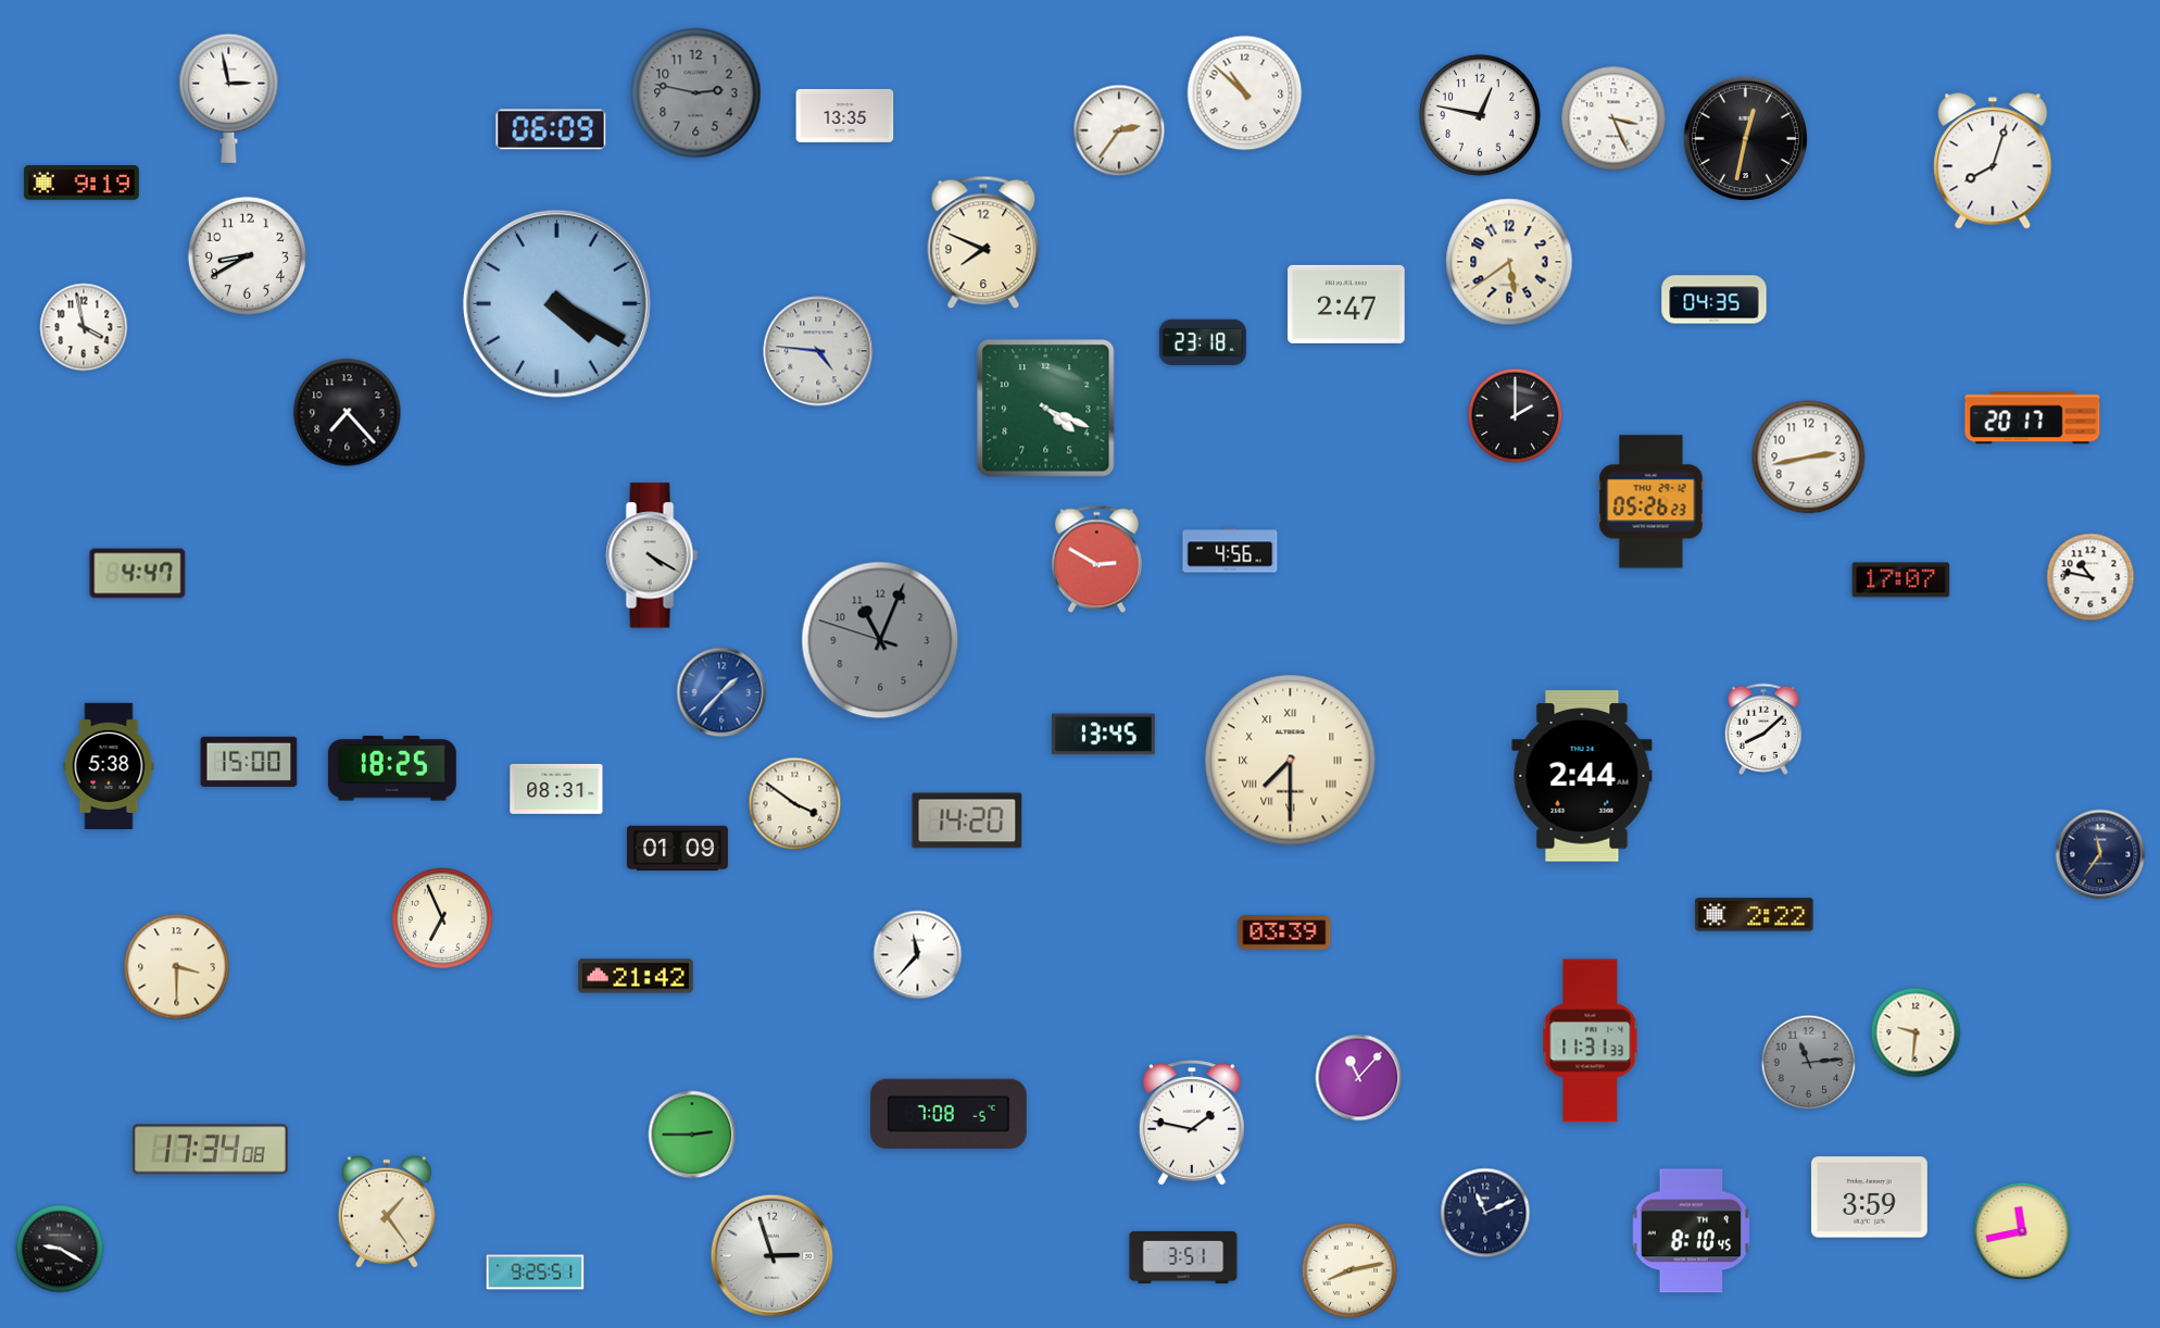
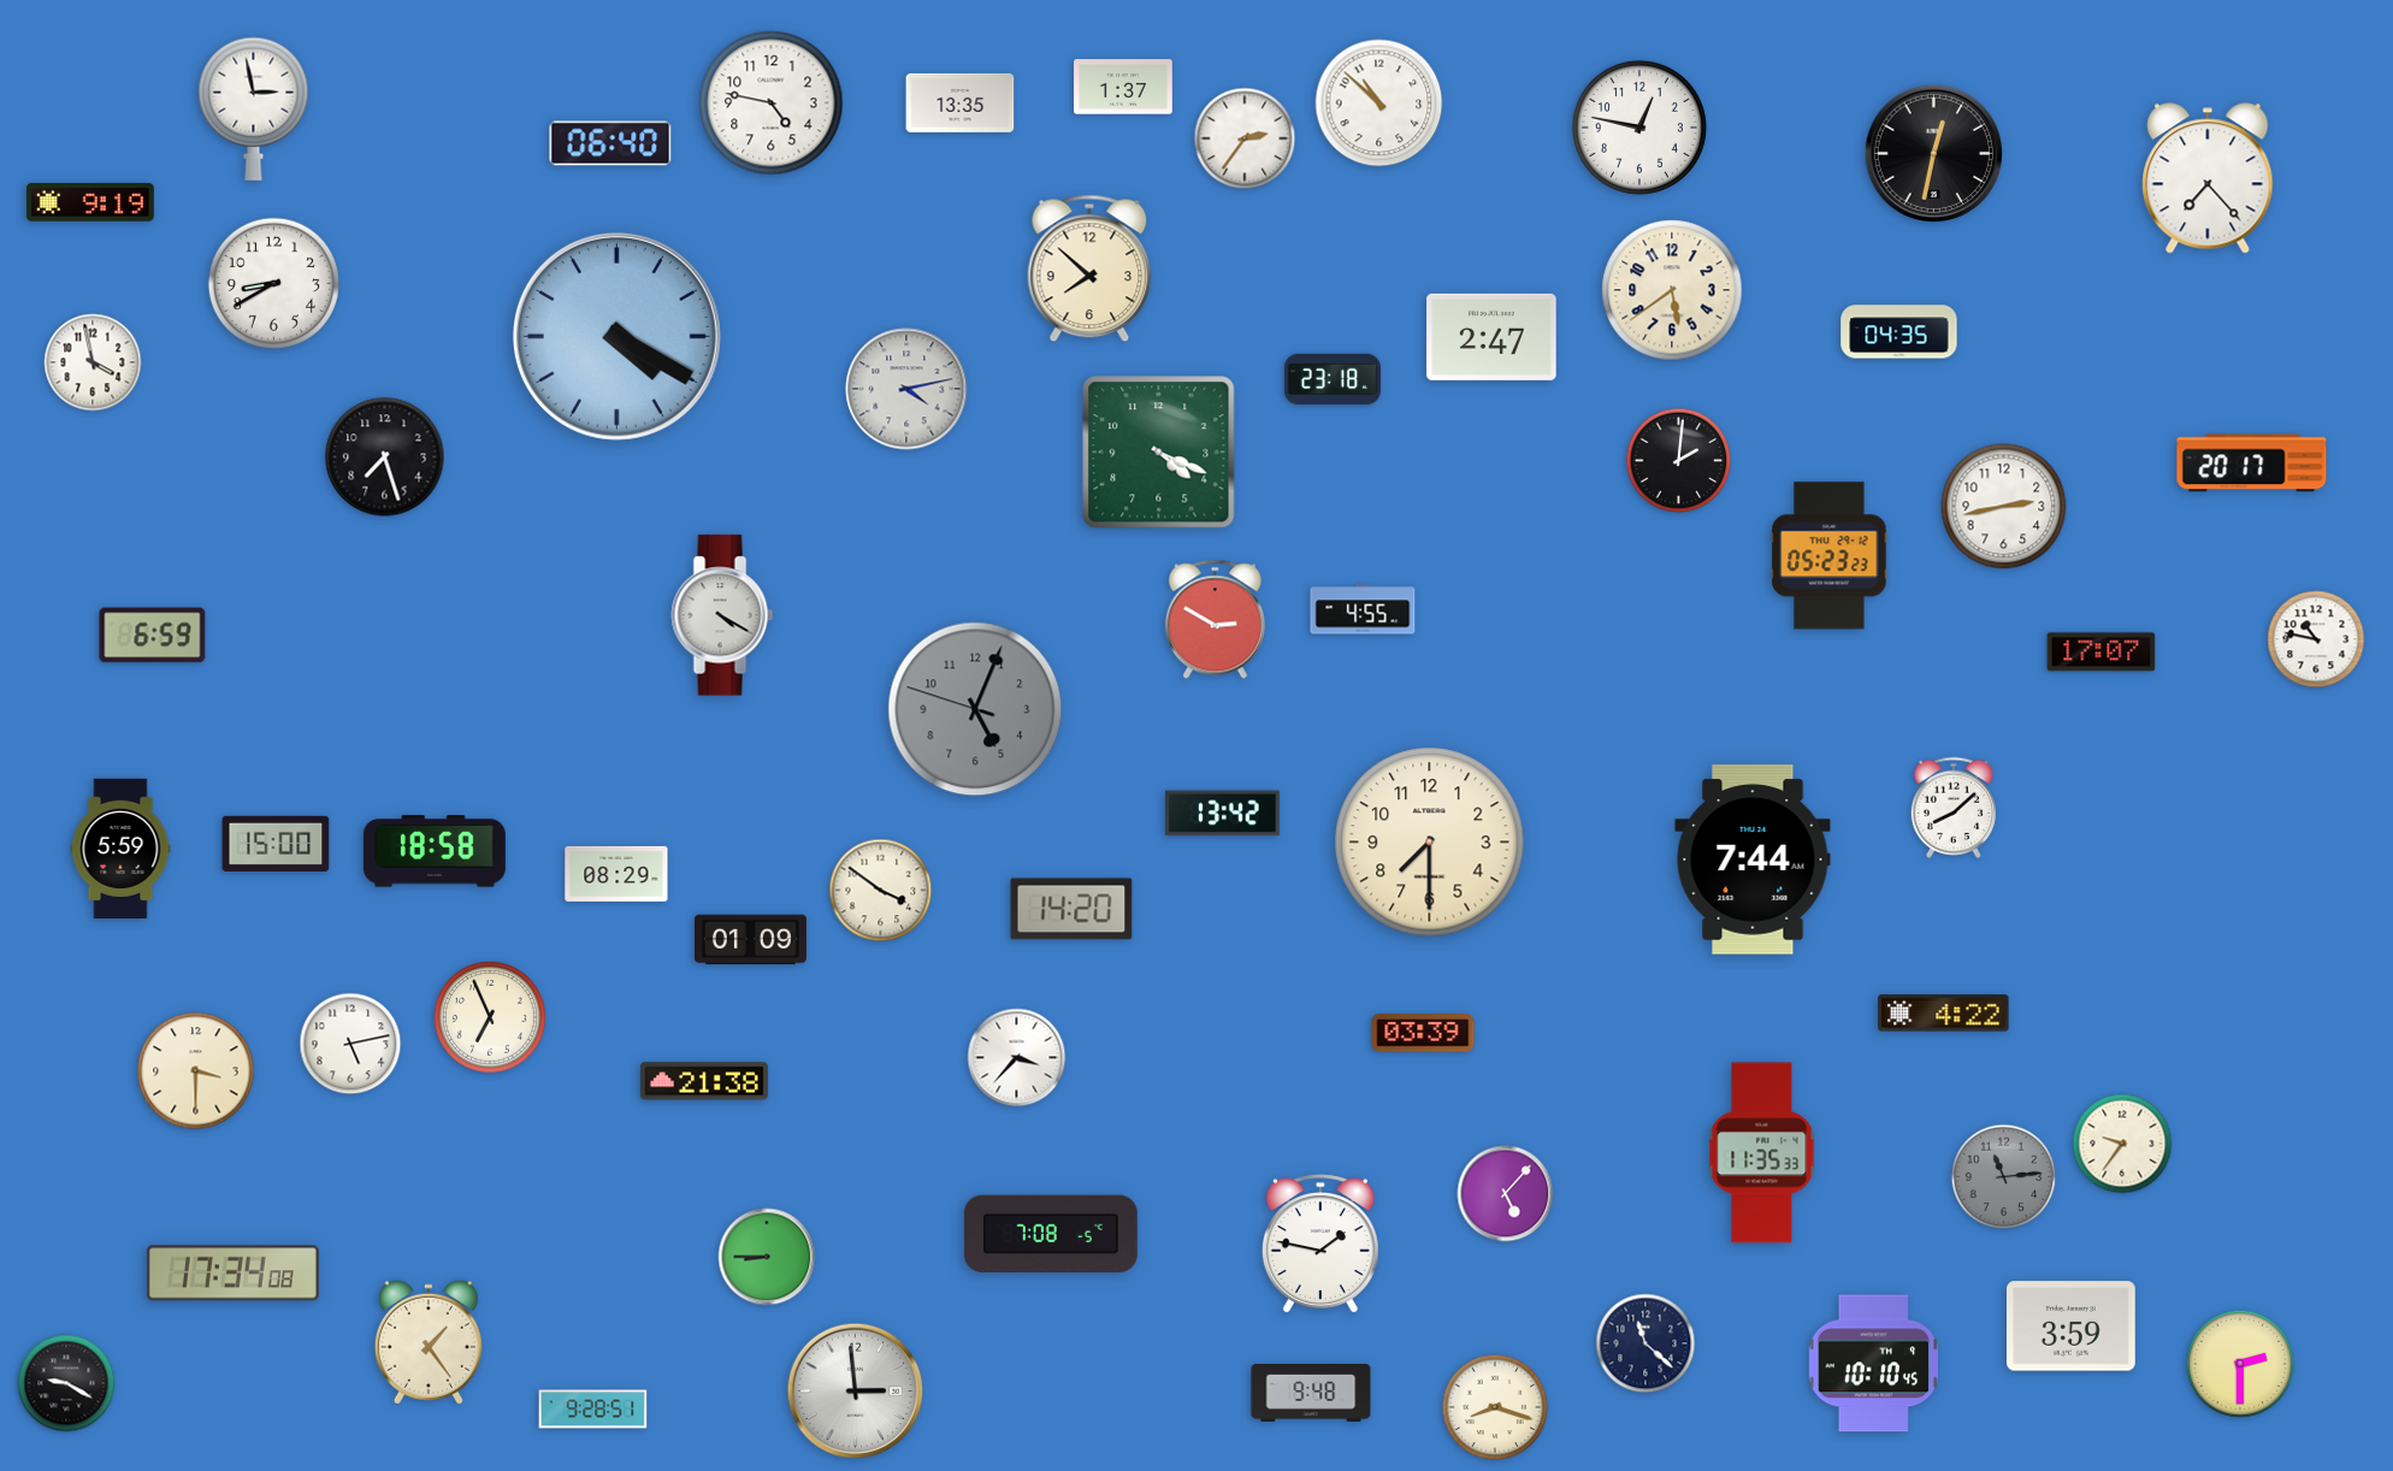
clock at (1123, 87): none -> 1:37
clock at (696, 93): 2:47 -> 4:47
clock at (696, 93) dial: grey -> white
clock at (845, 115) position: (845, 115) -> (961, 102)
clock at (1613, 118): 3:26 -> none
clock at (551, 129): 06:09 -> 06:40
clock at (1119, 130) position: (1119, 130) -> (1245, 138)
clock at (1993, 161): 8:03 -> 7:23
clock at (983, 242): 7:49 -> 7:52
clock at (818, 351): 4:46 -> 4:13
clock at (348, 413): 7:23 -> 7:27
clock at (1516, 416): 2:00 -> 2:01
clock at (1652, 502): 05:26 -> 05:23
clock at (1230, 550): 4:56 -> 4:55
clock at (138, 574): 4:47 -> 6:59
clock at (1901, 580) position: (1901, 580) -> (2102, 652)
clock at (880, 640): 11:03 -> 5:03
clock at (721, 692): 1:37 -> none
clock at (1104, 735): 13:45 -> 13:42
clock at (1291, 761) numerals: Roman -> Arabic
clock at (109, 766): 5:38 -> 5:59
clock at (392, 768): 18:25 -> 18:58
clock at (1582, 776): 2:44 -> 7:44
clock at (556, 789): 08:31 -> 08:29
clock at (2100, 854): 11:36 -> none
clock at (1755, 915): 2:22 -> 4:22
clock at (350, 1044): none -> 5:13
clock at (918, 955): 11:37 -> 3:37
clock at (636, 976): 21:42 -> 21:38
clock at (1916, 1032): 9:31 -> 9:36
clock at (1591, 1041): 11:31 -> 11:35
clock at (1359, 1078): 11:07 -> 5:07
clock at (692, 1135): 2:45 -> 8:45
clock at (1485, 1213): 11:11 -> 11:22
clock at (2021, 1230): 11:43 -> 2:30
clock at (1692, 1231): 8:10 -> 10:10
clock at (773, 1256): 2:57 -> 2:59
clock at (1183, 1257): 3:51 -> 9:48
clock at (1349, 1270): 8:13 -> 8:18
clock at (536, 1273): 9:25 -> 9:28
